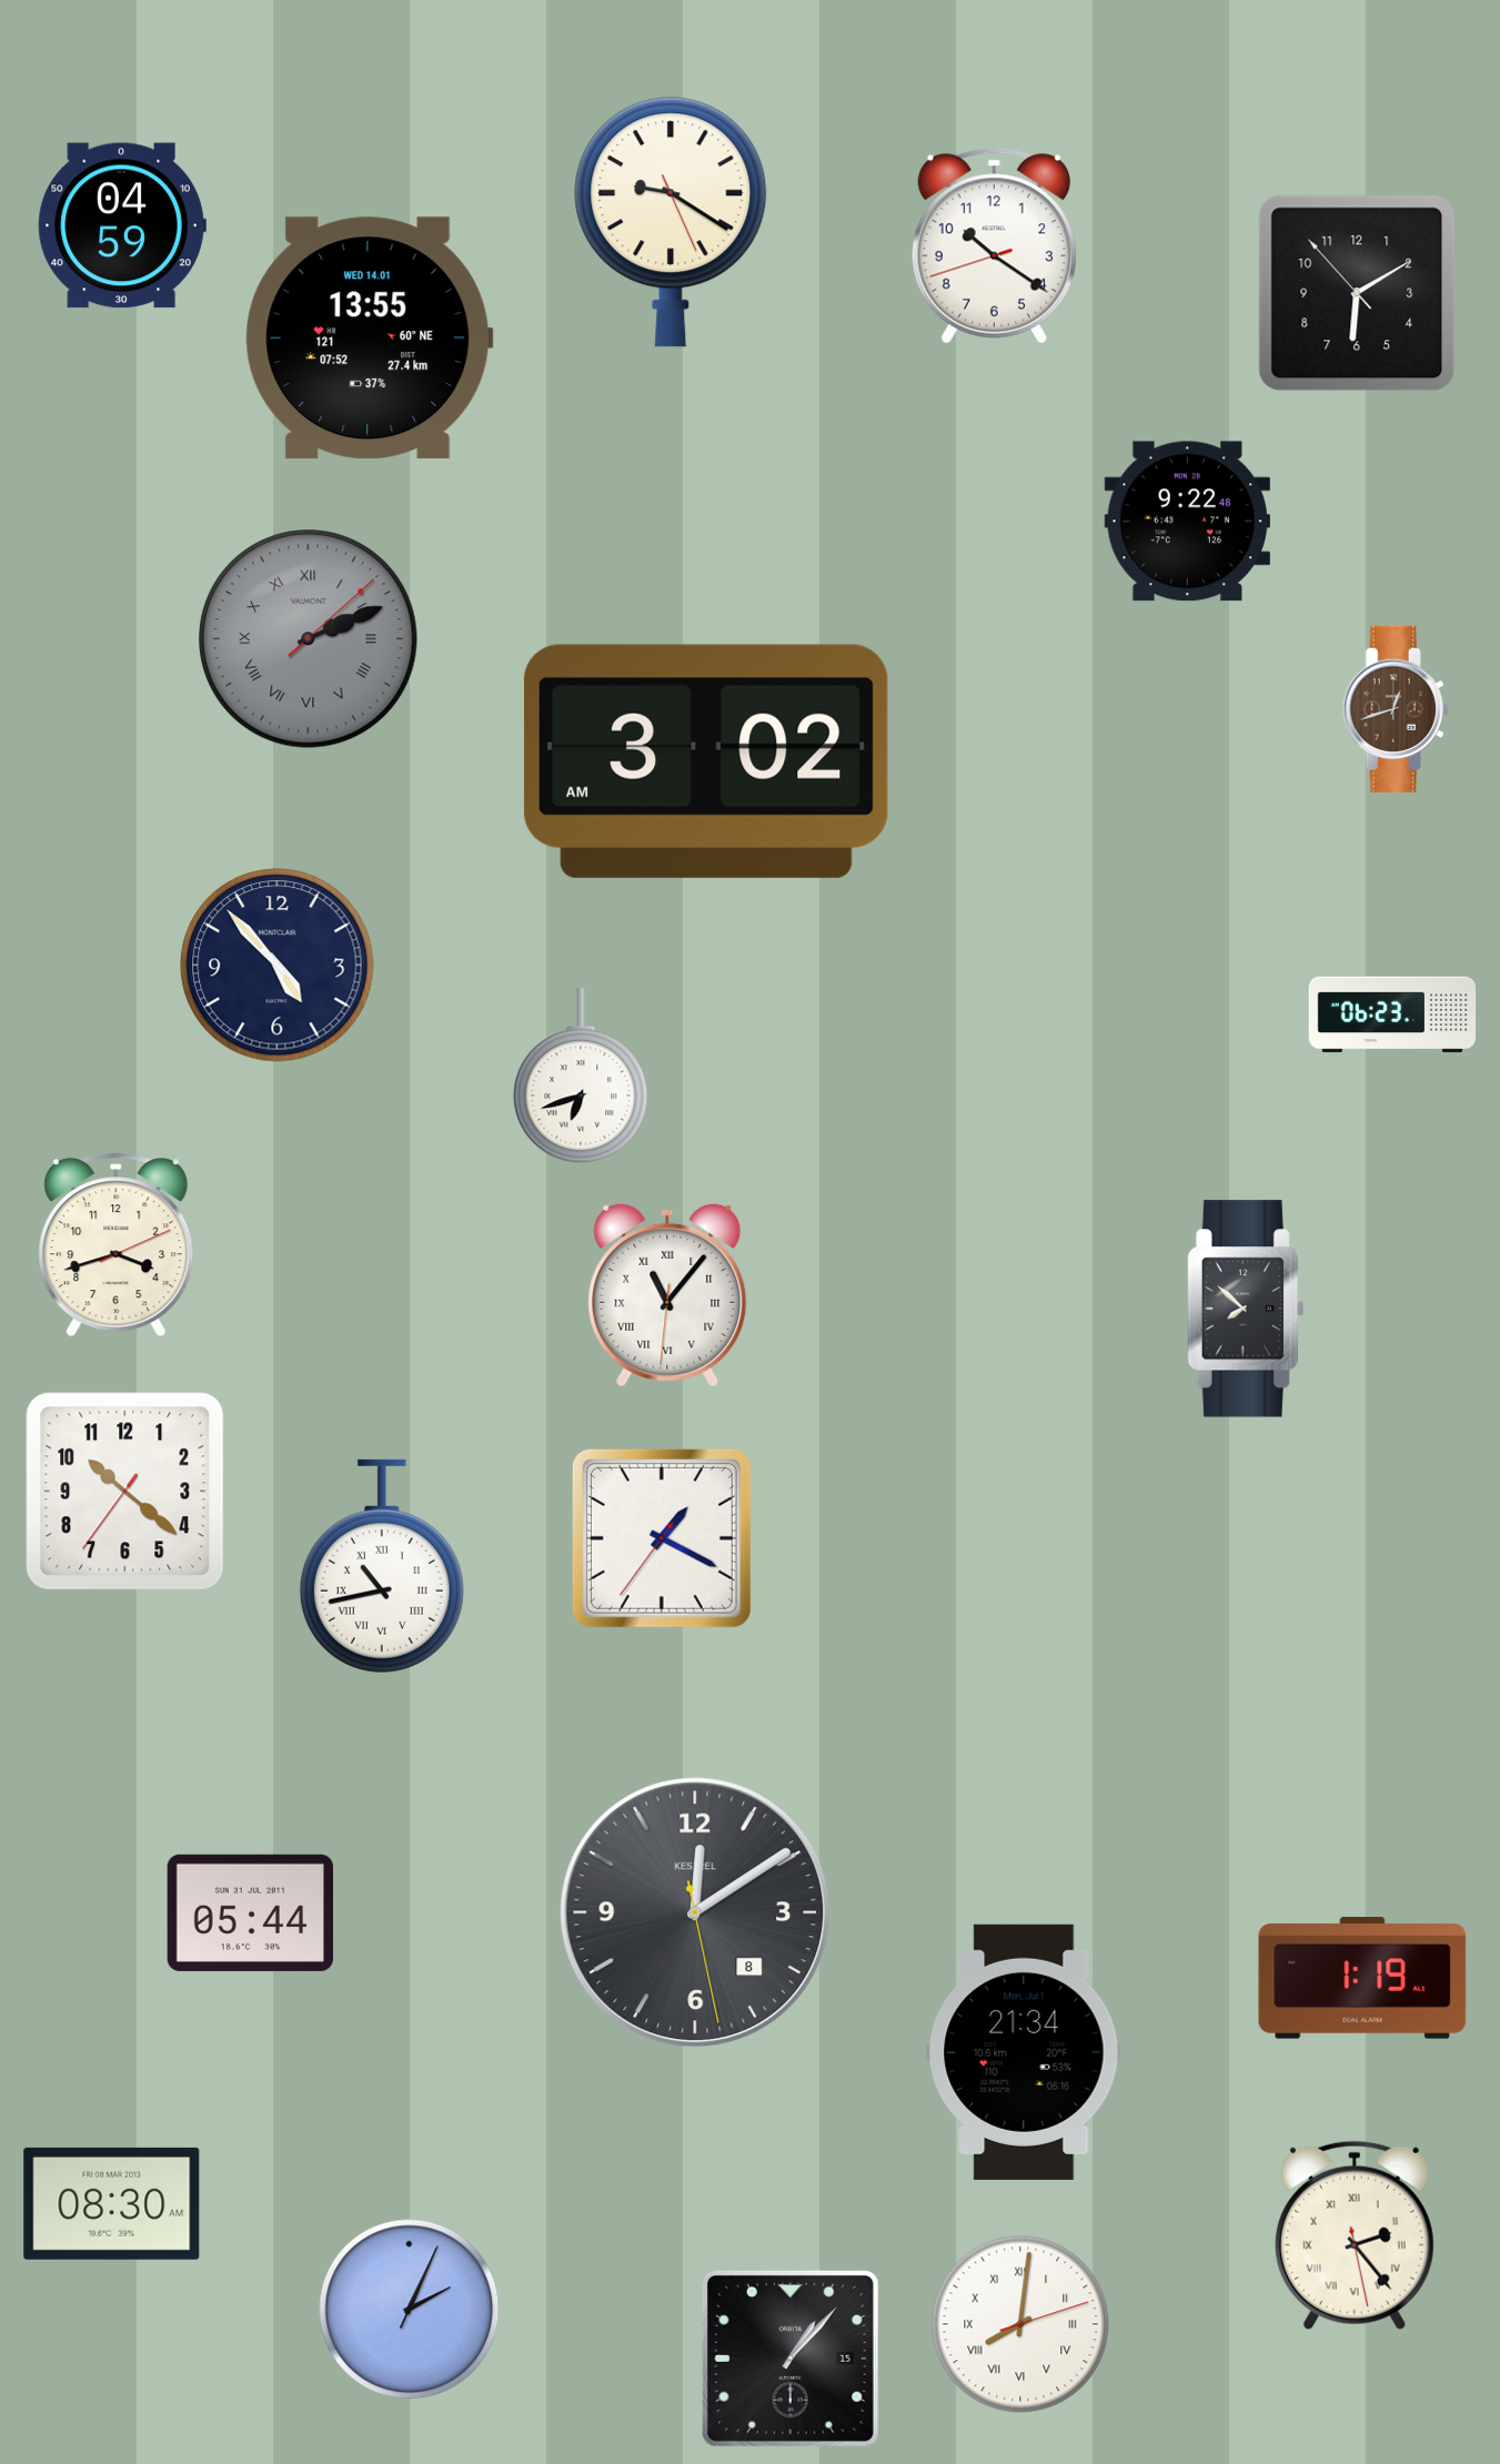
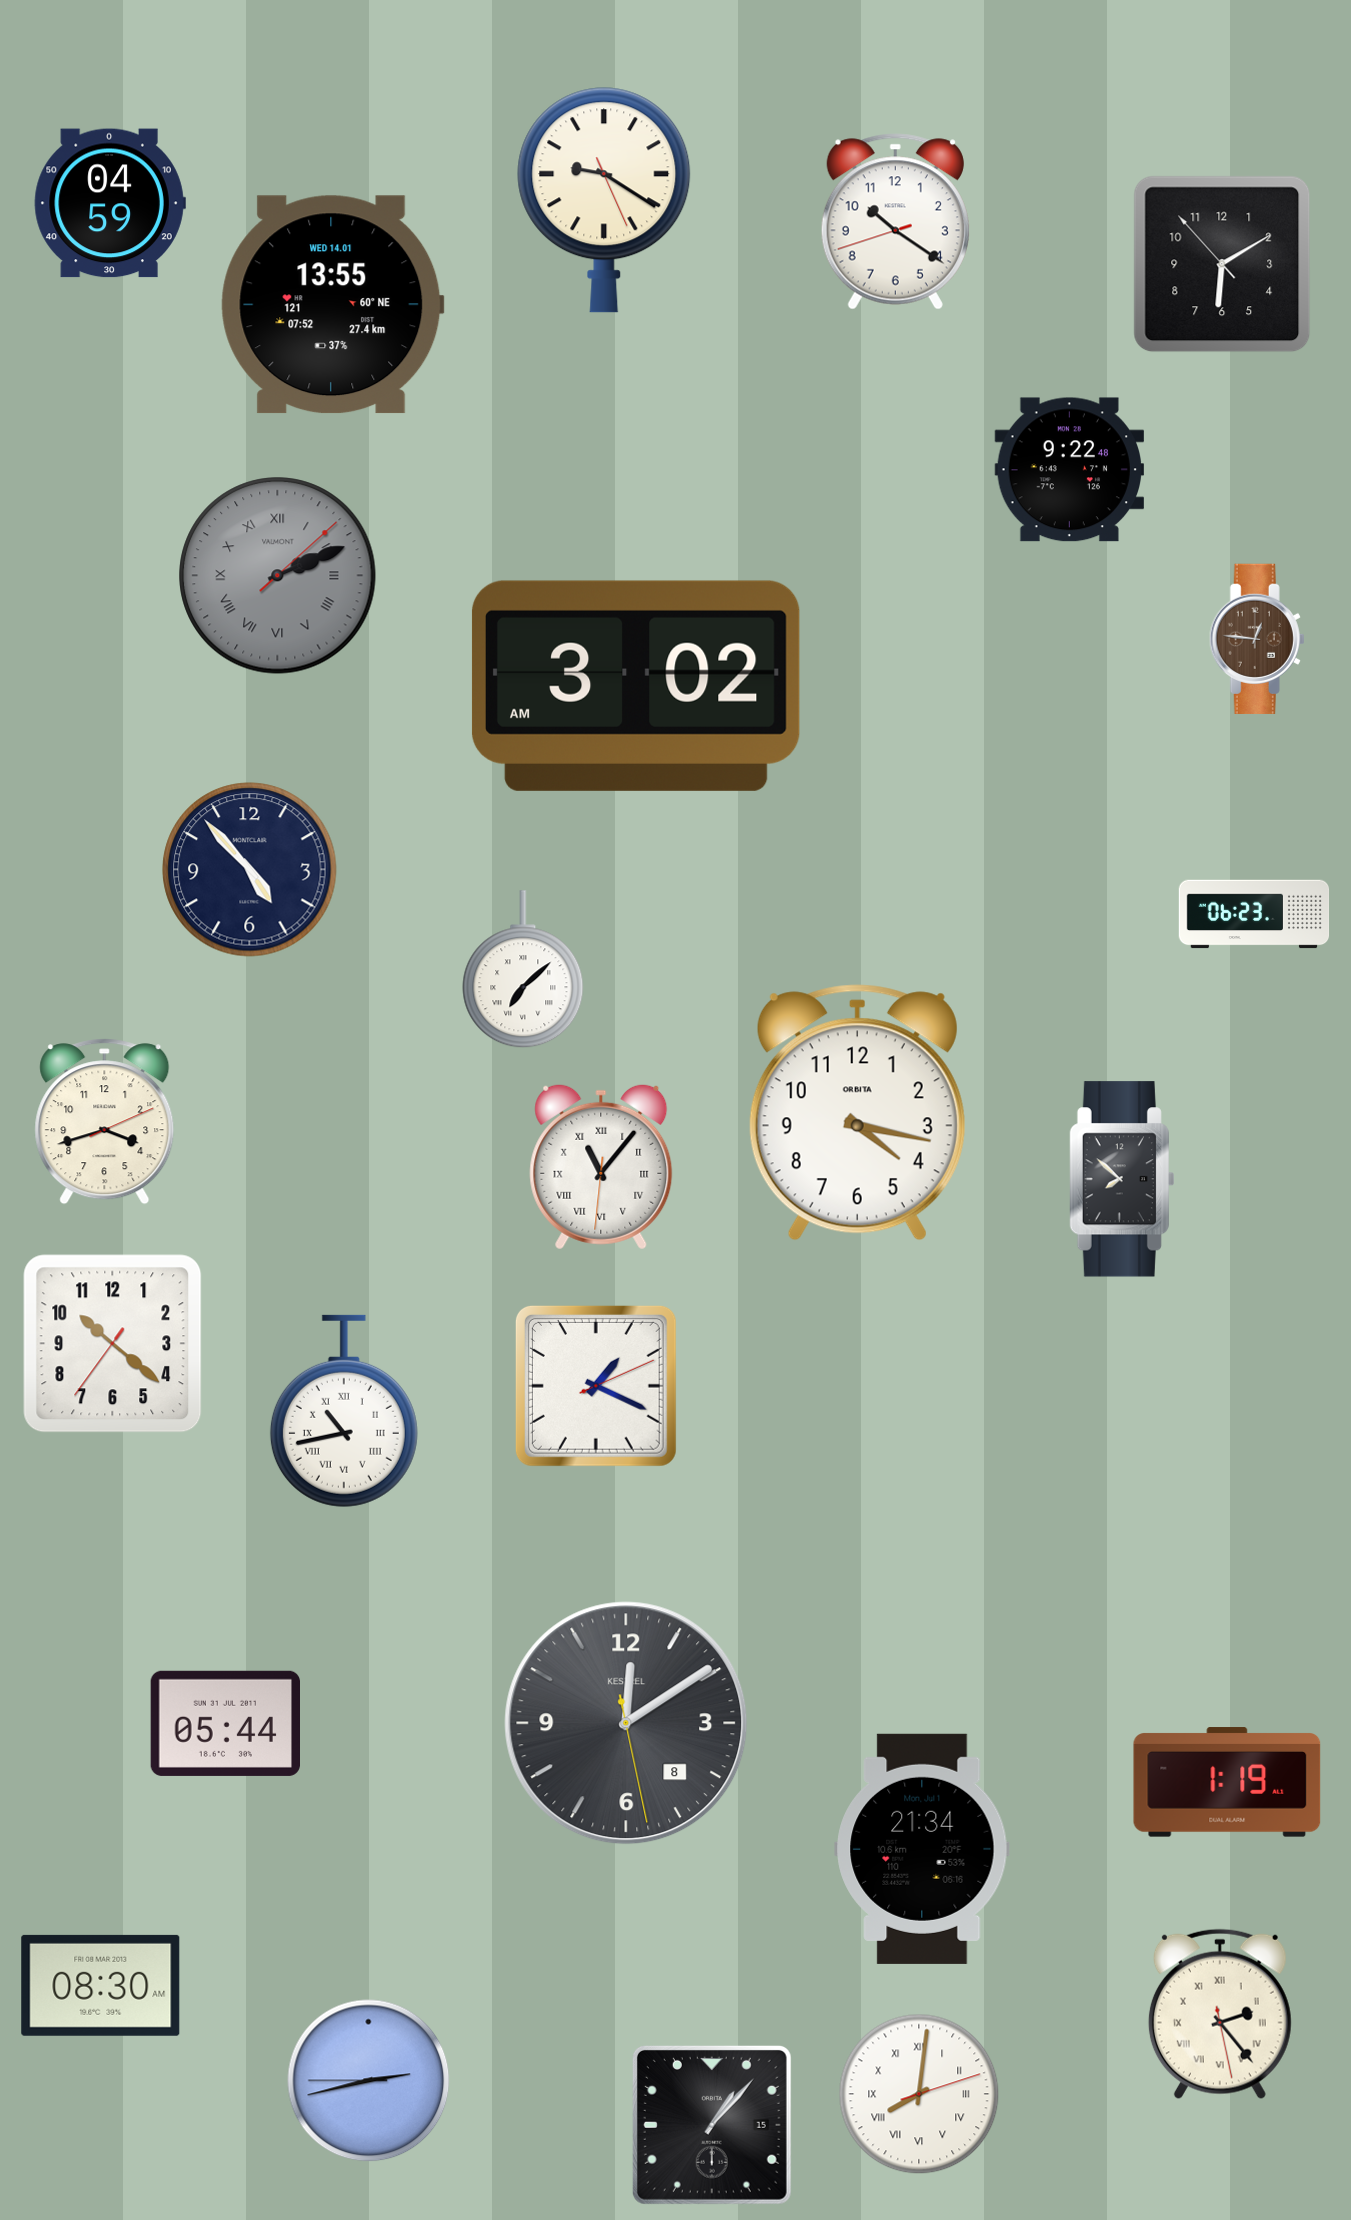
clock at (1396, 709): 12:42 -> 12:46
clock at (581, 1077): 6:42 -> 7:08
clock at (857, 1113): none -> 4:17
clock at (662, 1538): 1:19:36 -> 1:19:11
clock at (410, 2310): 2:04 -> 2:42
